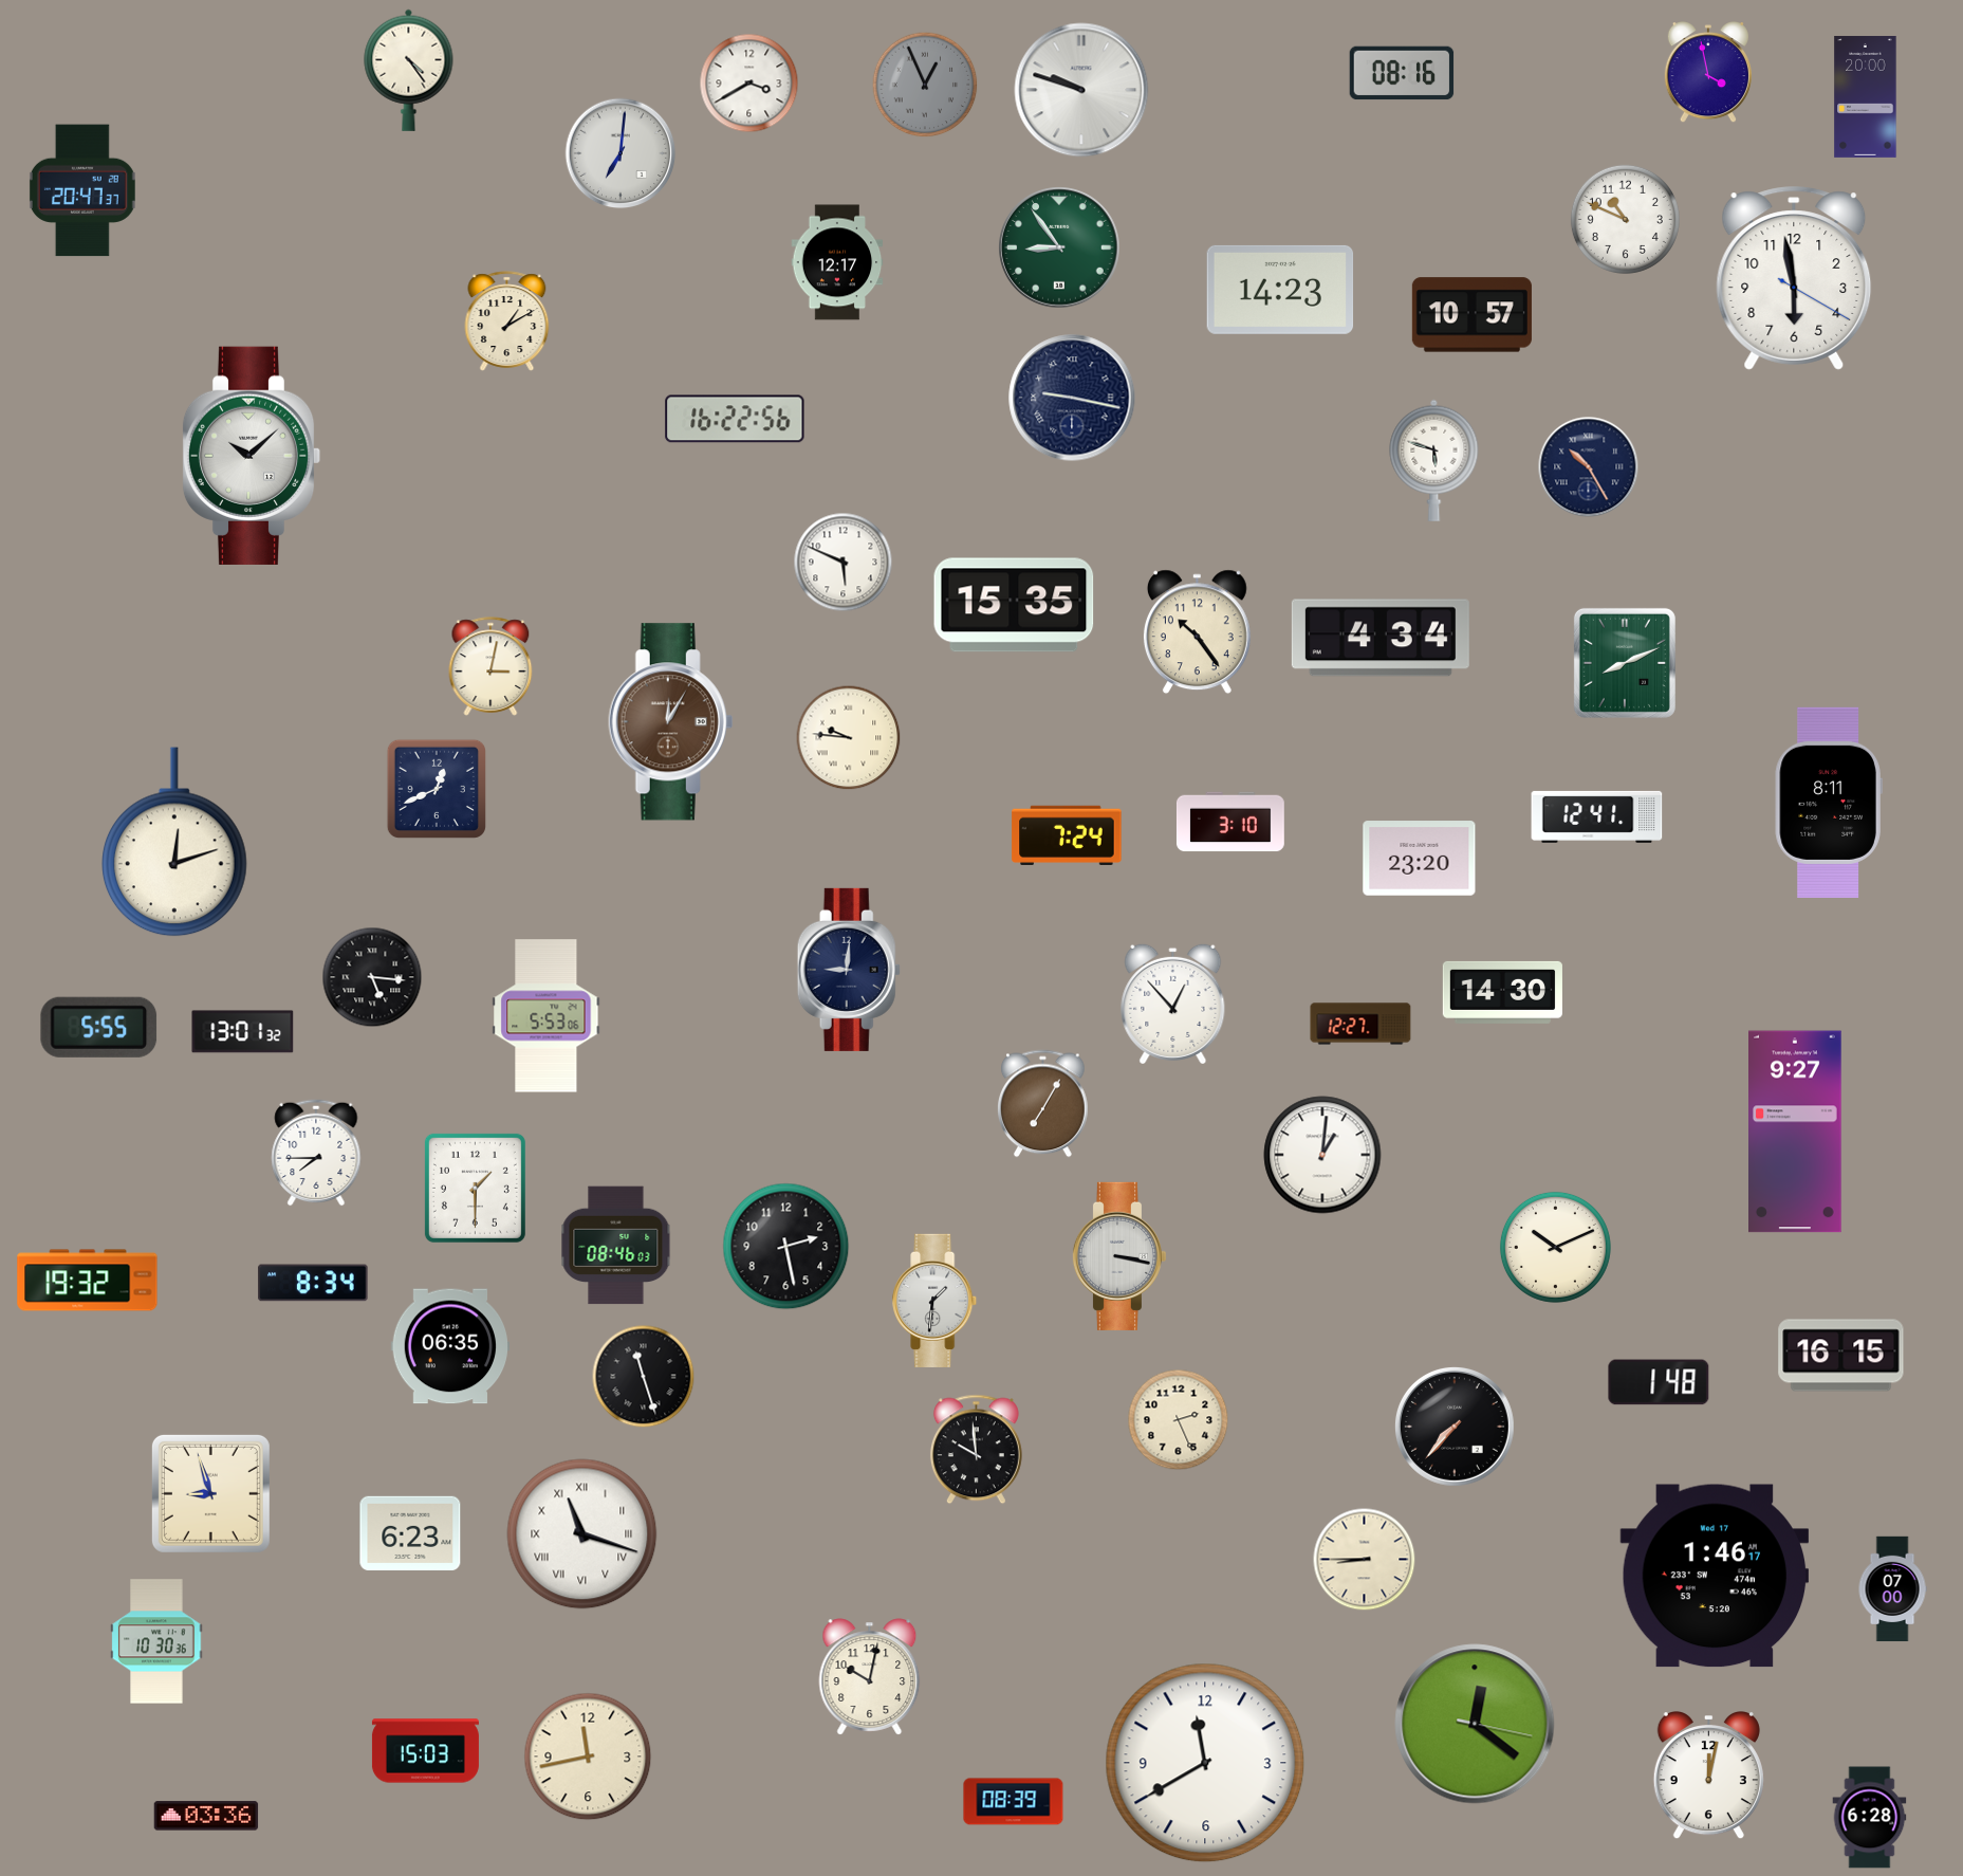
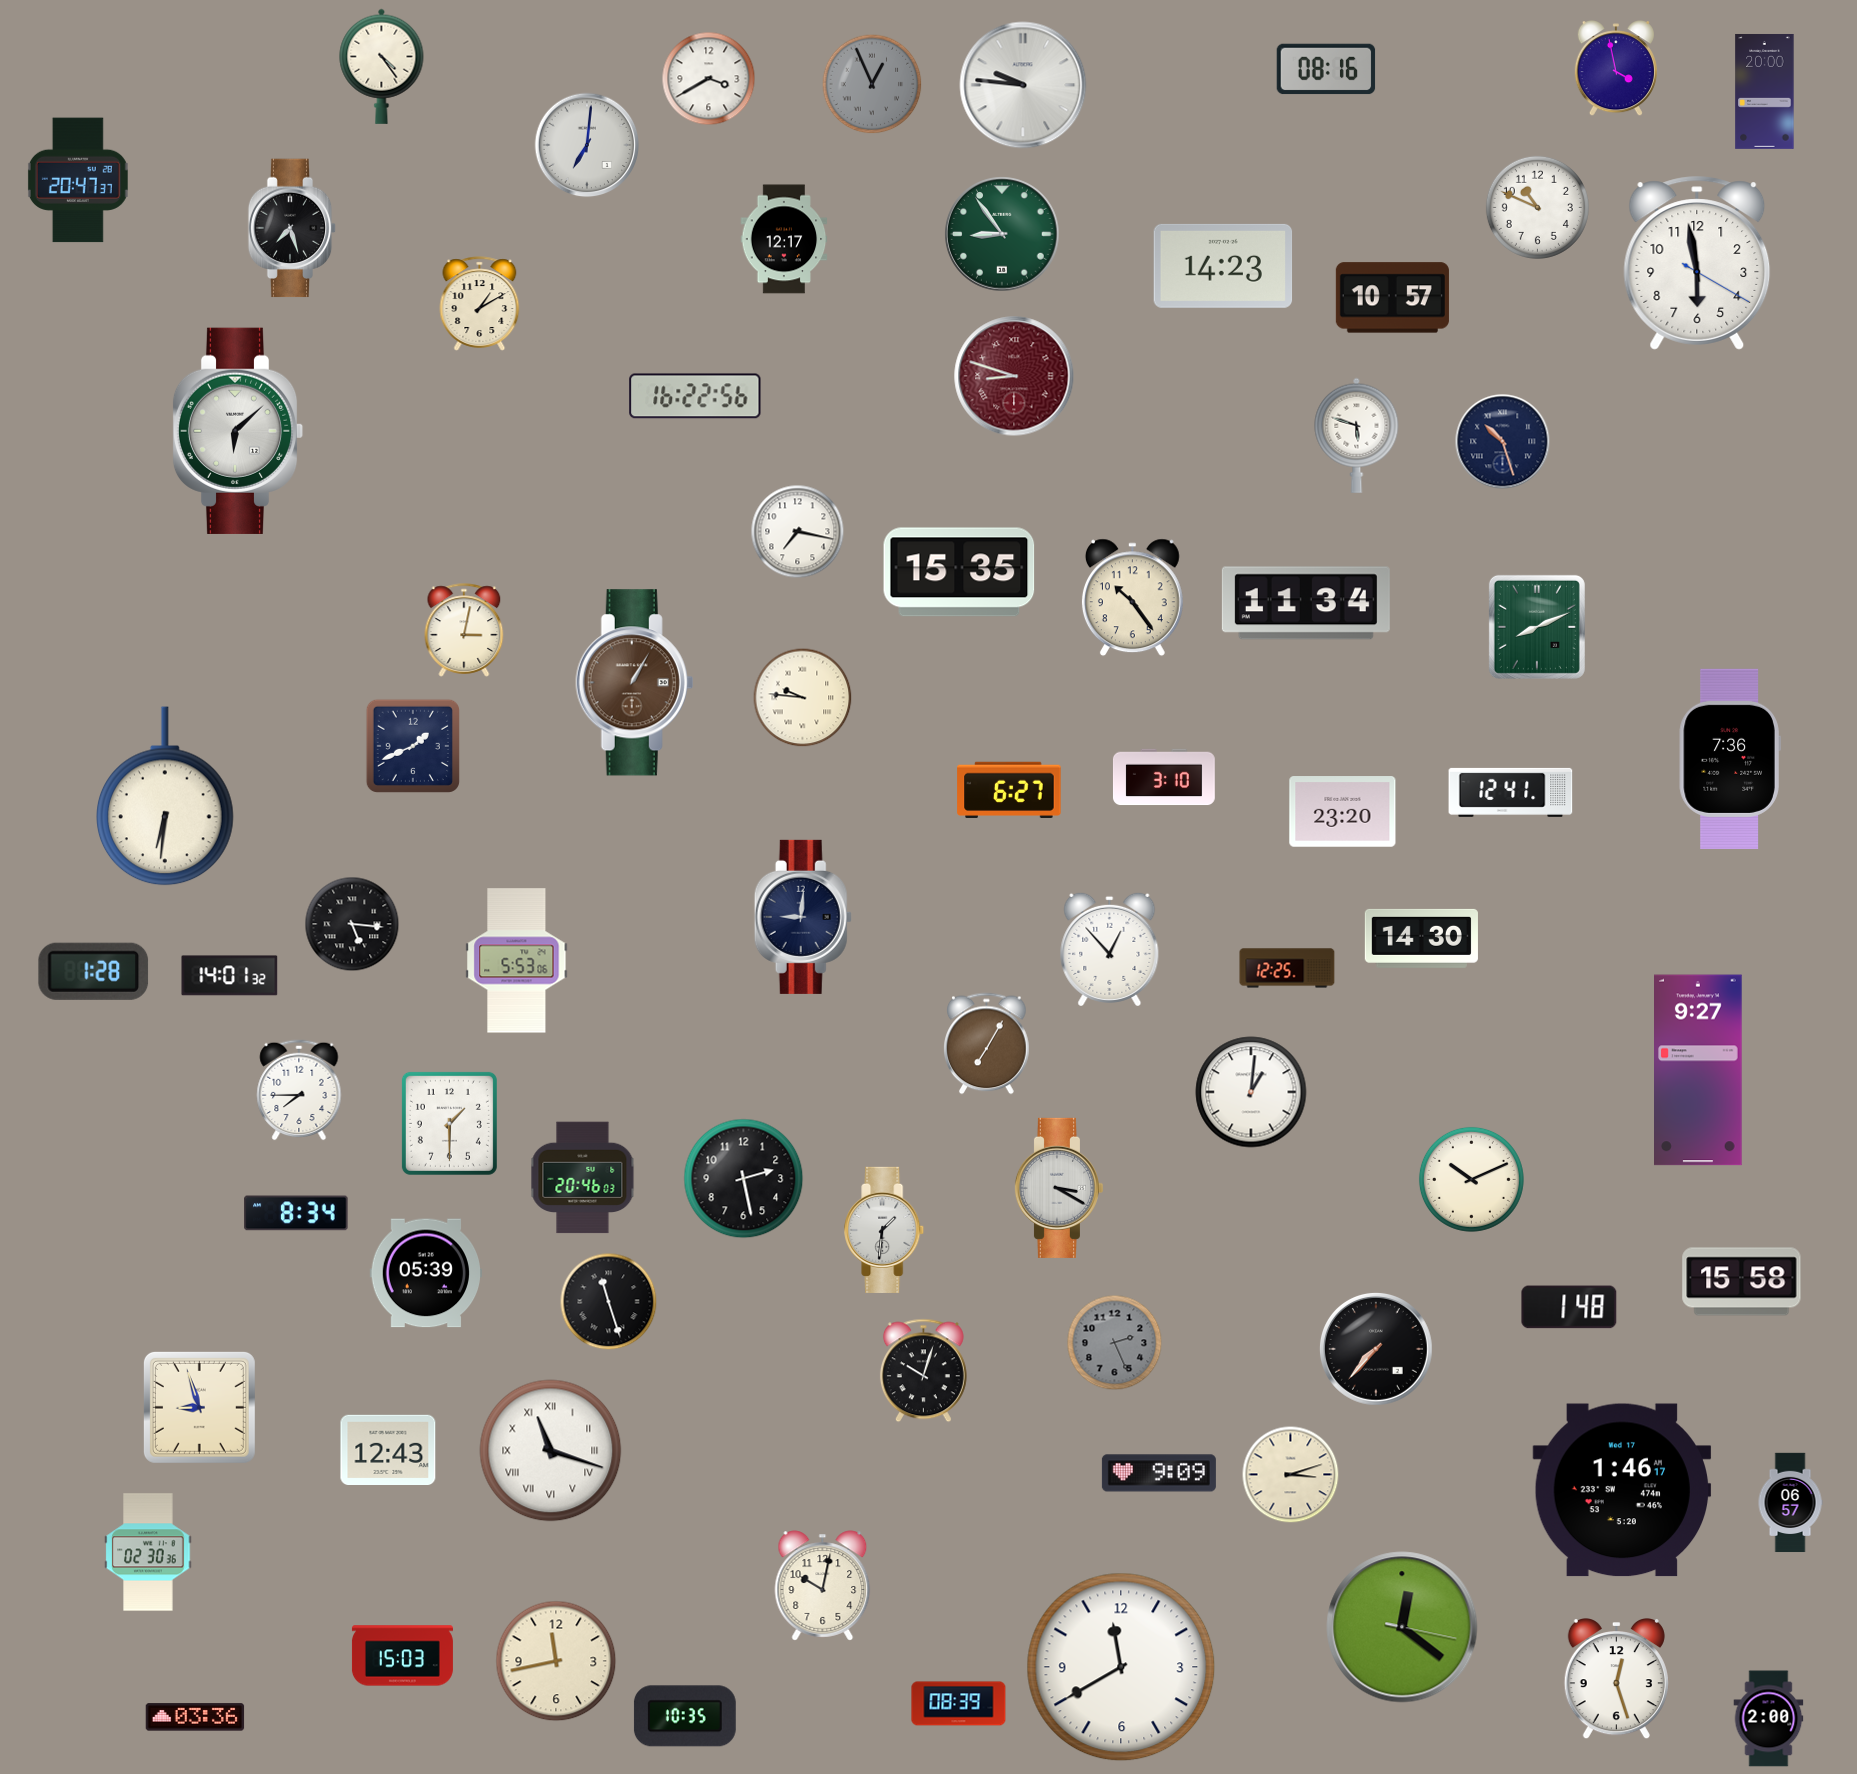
clock at (409, 70) position: (409, 70) -> (382, 66)
clock at (925, 85) position: (925, 85) -> (872, 84)
clock at (1081, 90): 9:48 -> 9:46
clock at (292, 228): none -> 7:27
clock at (837, 262) position: (837, 262) -> (784, 239)
clock at (1280, 290) position: (1280, 290) -> (1223, 266)
clock at (1072, 398): 9:17 -> 8:48
clock at (1072, 398) dial: navy -> burgundy
clock at (252, 456): 10:08 -> 6:08
clock at (1589, 467): 10:25 -> 10:27
clock at (844, 563): 5:49 -> 7:17
clock at (1381, 638): 4:34 -> 11:34
clock at (671, 722): 12:05 -> 1:05
clock at (437, 789): 12:41 -> 1:41
clock at (1829, 803): 8:11 -> 7:36
clock at (1597, 816) position: (1597, 816) -> (1511, 792)
clock at (1067, 834): 7:24 -> 6:27
clock at (175, 842): 12:12 -> 6:31
clock at (1360, 1024): 12:27 -> 12:25
clock at (99, 1027): 5:55 -> 1:28
clock at (243, 1032): 13:01 -> 14:01
clock at (616, 1246): 08:46 -> 20:46
clock at (1118, 1256): 3:17 -> 3:20
clock at (88, 1281): 19:32 -> none
clock at (450, 1346): 06:35 -> 05:39
clock at (1841, 1356): 16:15 -> 15:58
clock at (1179, 1420) dial: cream -> grey
clock at (976, 1450): 9:59 -> 10:03
clock at (210, 1493) position: (210, 1493) -> (199, 1407)
clock at (410, 1532): 6:23 -> 12:43
clock at (1159, 1473): none -> 9:09
clock at (1365, 1560): 8:45 -> 3:12
clock at (1892, 1589): 07:00 -> 06:57
clock at (156, 1641): 10:30 -> 02:30
clock at (1475, 1724) position: (1475, 1724) -> (1402, 1627)
clock at (1205, 1763) position: (1205, 1763) -> (1121, 1667)
clock at (1708, 1777): 12:02 -> 12:27
clock at (685, 1716): none -> 10:35
clock at (1870, 1818): 6:28 -> 2:00
